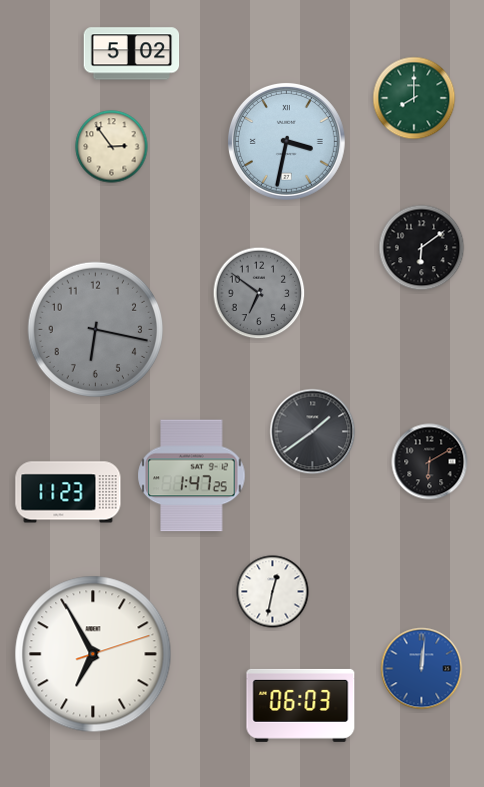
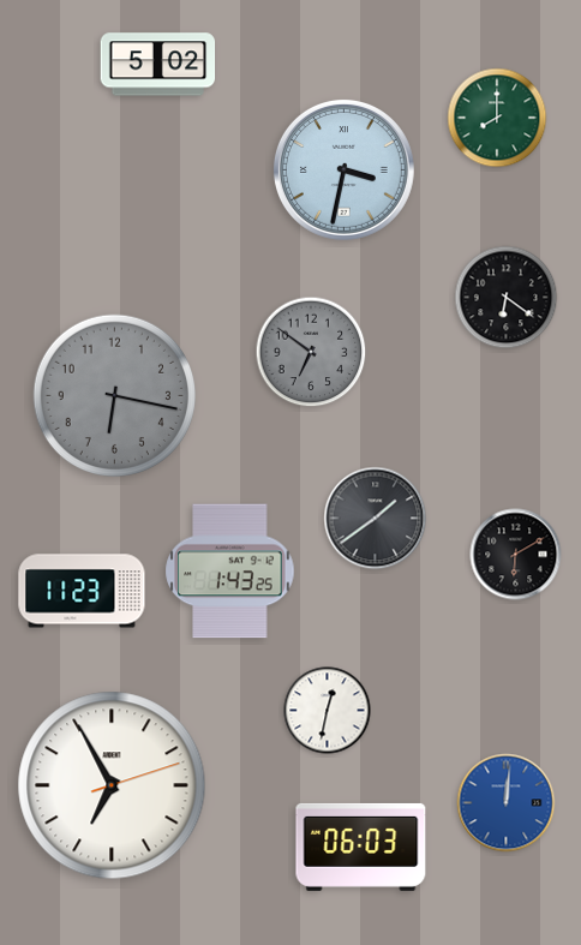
clock at (112, 147): 2:54 -> none
clock at (422, 248): 6:09 -> 6:21
clock at (192, 476): 1:47 -> 1:43
